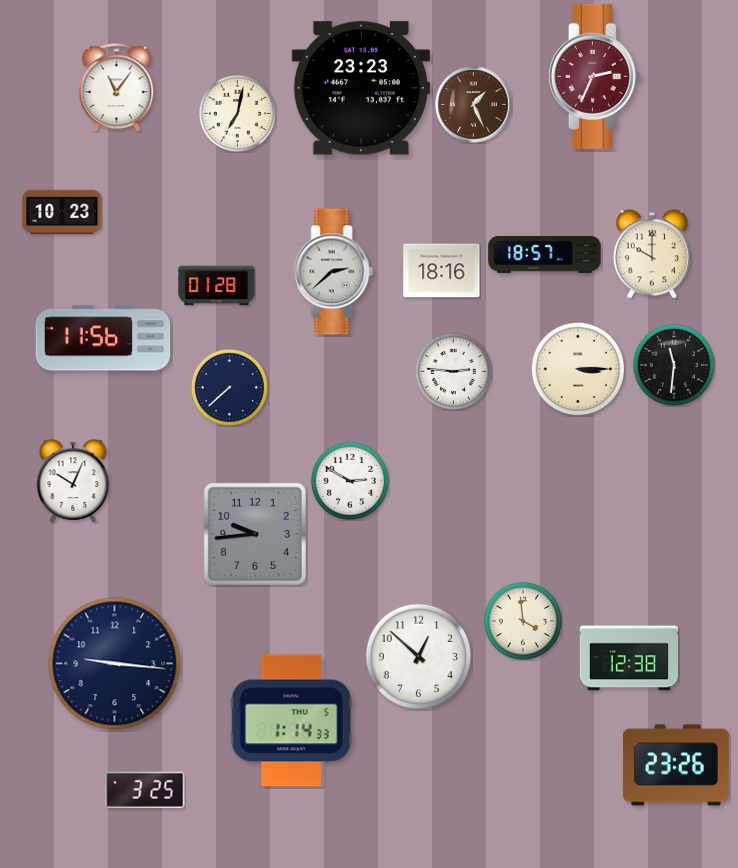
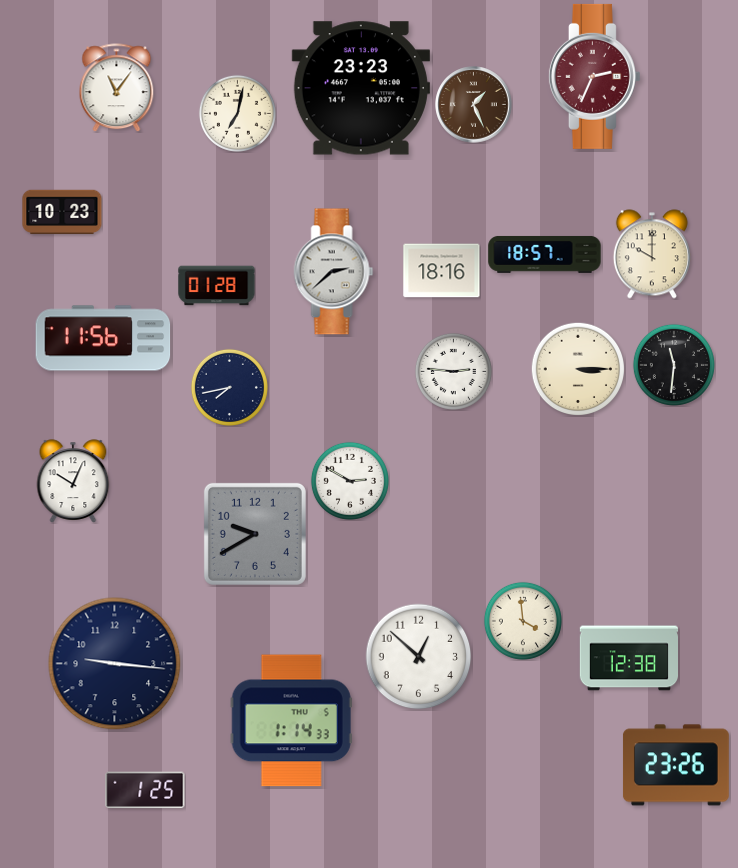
clock at (229, 387): 7:38 -> 7:43
clock at (255, 534): 9:44 -> 9:40
clock at (145, 790): 3:25 -> 1:25
